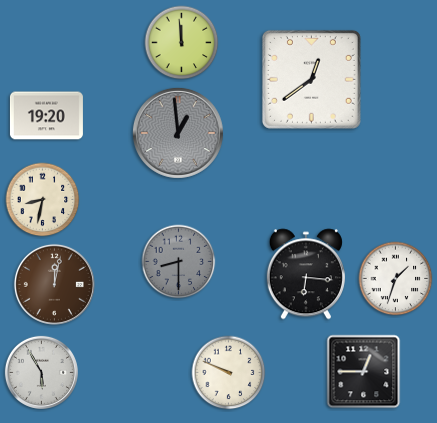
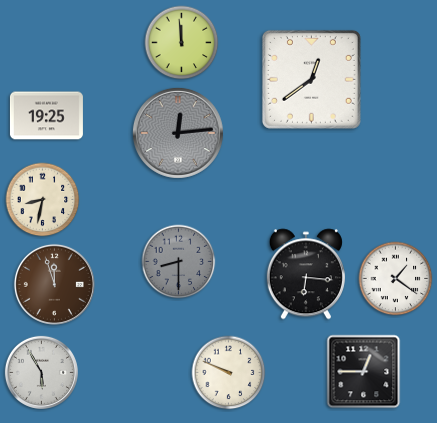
clock at (46, 116): 19:20 -> 19:25
clock at (178, 133): 12:59 -> 12:14
clock at (396, 279): 1:33 -> 1:21
clock at (54, 284): 12:02 -> 11:57
